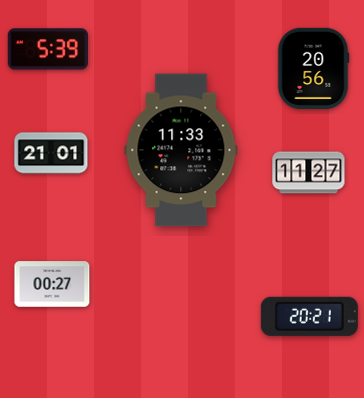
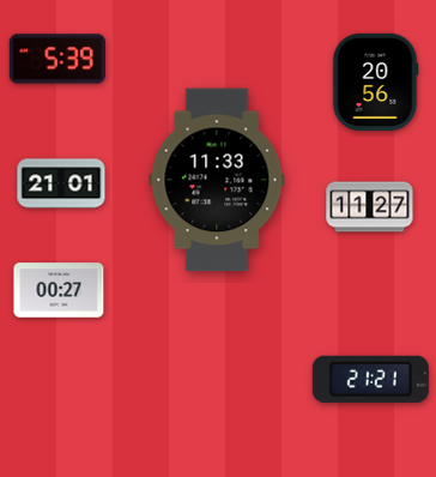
clock at (52, 284) position: (52, 284) -> (59, 290)
clock at (309, 316): 20:21 -> 21:21
